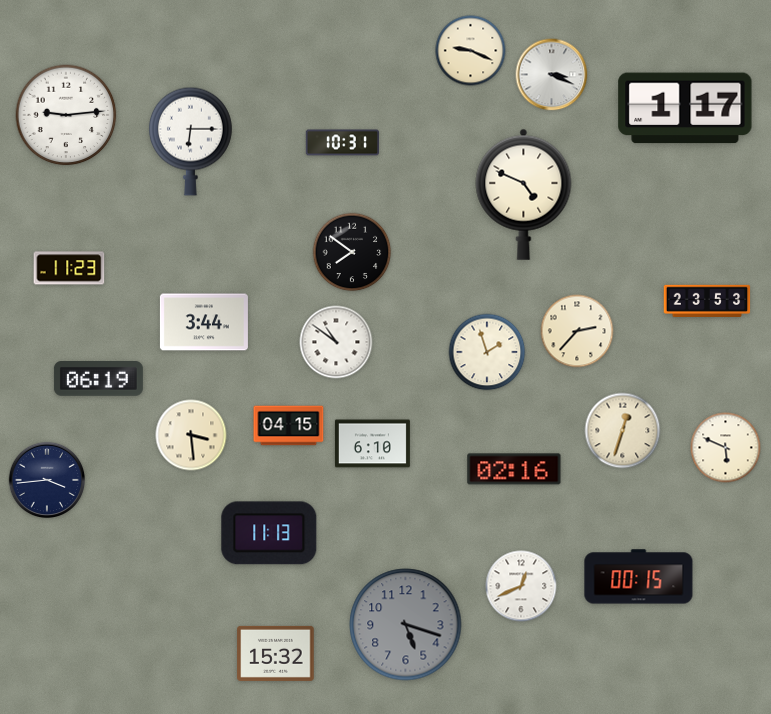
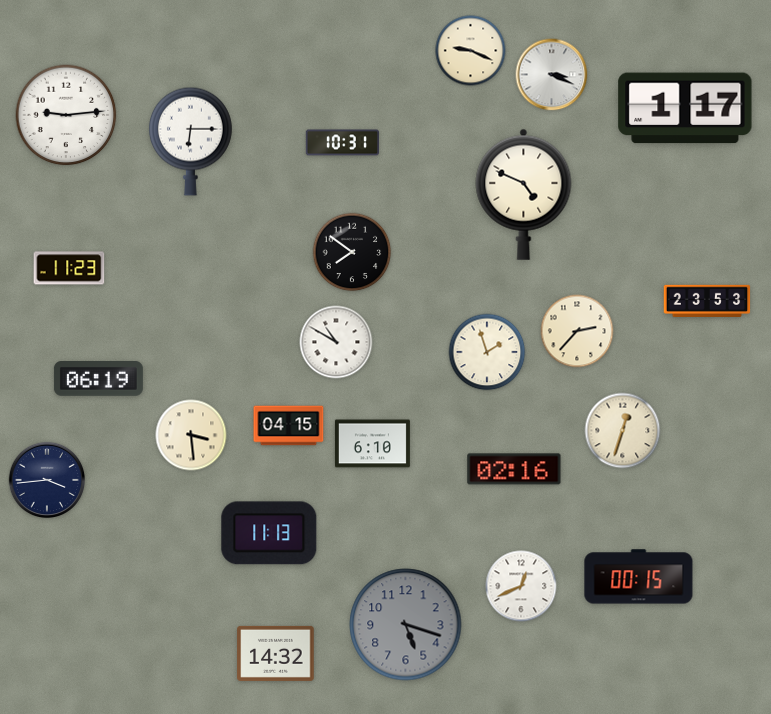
clock at (204, 322): 3:44 -> none
clock at (336, 342): 10:51 -> 10:50
clock at (726, 448): 5:49 -> none
clock at (276, 653): 15:32 -> 14:32
